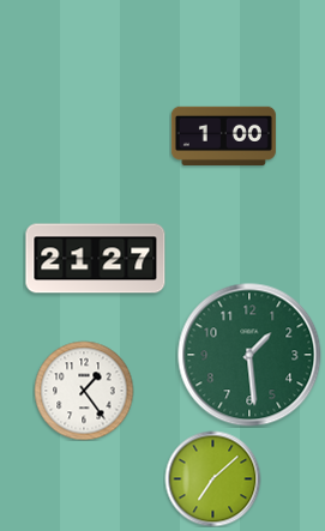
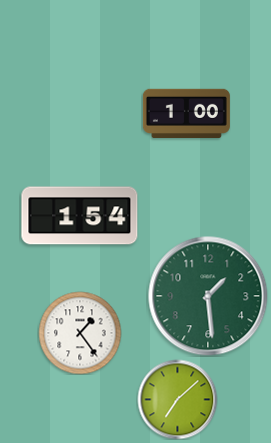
clock at (96, 259): 21:27 -> 1:54
clock at (84, 391) position: (84, 391) -> (80, 333)
